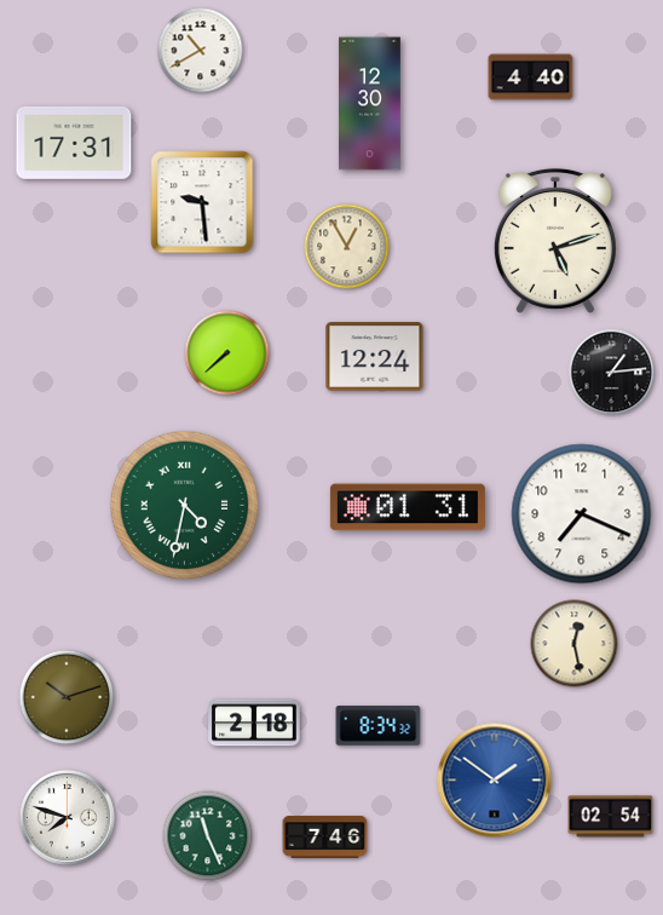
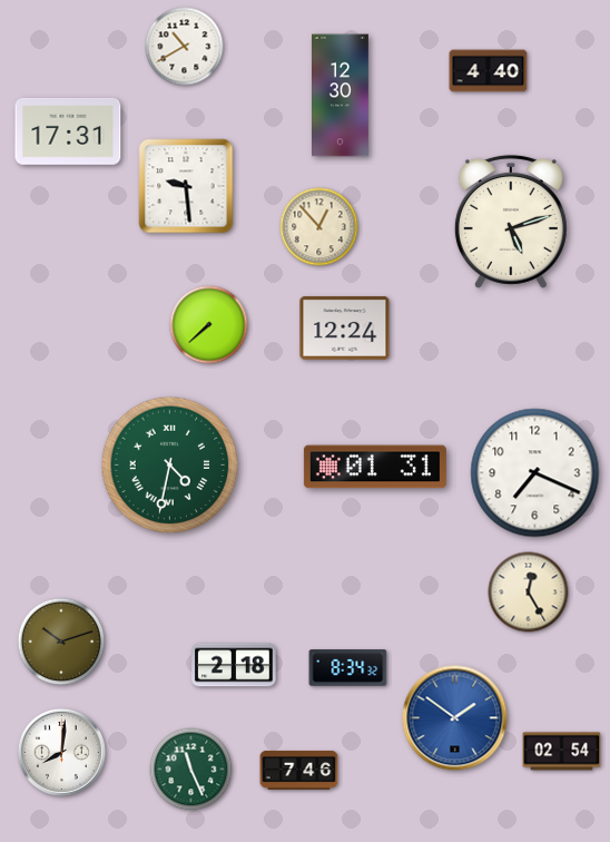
clock at (347, 247): 12:55 -> 12:53
clock at (612, 373): 1:14 -> none
clock at (575, 644): 12:28 -> 12:25
clock at (67, 817): 7:48 -> 8:01
